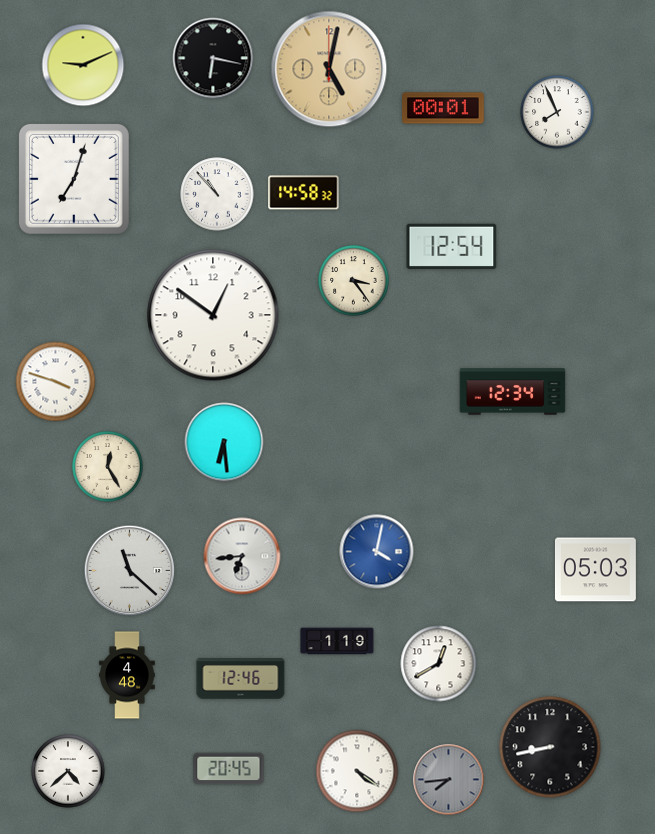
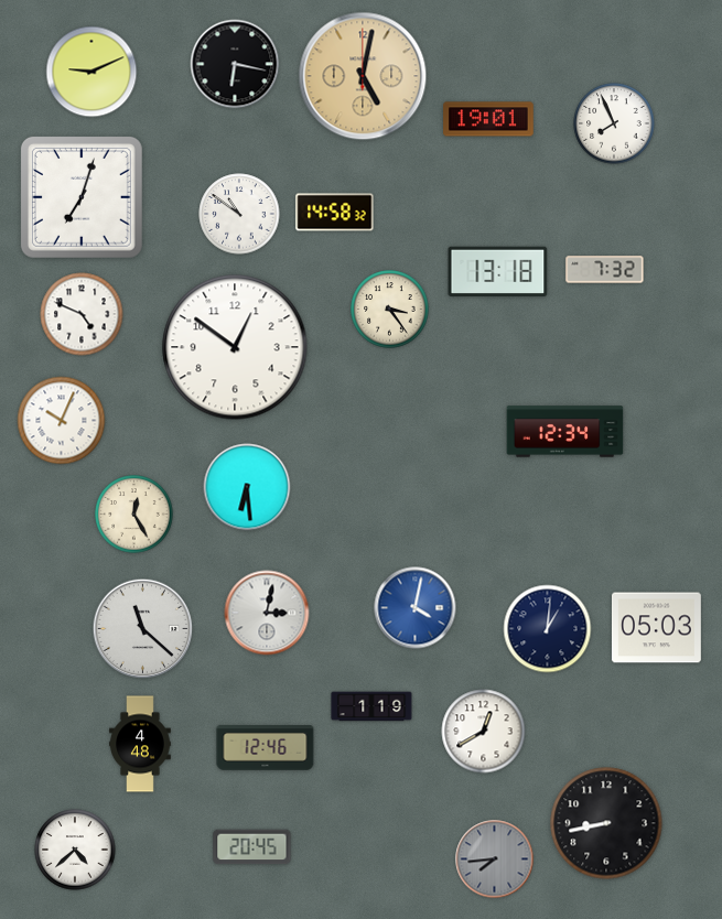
clock at (443, 108): 00:01 -> 19:01
clock at (217, 194): 10:53 -> 10:51
clock at (605, 270): none -> 7:32
clock at (452, 246): 12:54 -> 13:18
clock at (82, 314): none -> 4:49
clock at (56, 382): 3:48 -> 10:04
clock at (108, 467) position: (108, 467) -> (134, 515)
clock at (242, 556): 6:44 -> 3:02
clock at (548, 629): none -> 1:01
clock at (357, 771): 4:21 -> none
